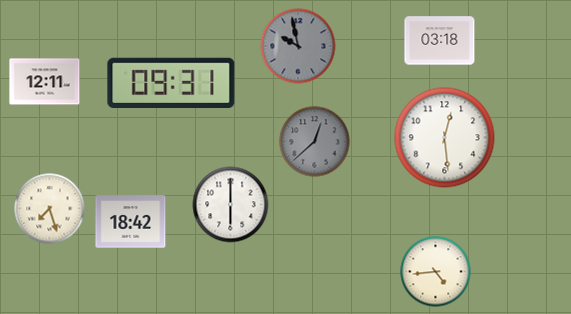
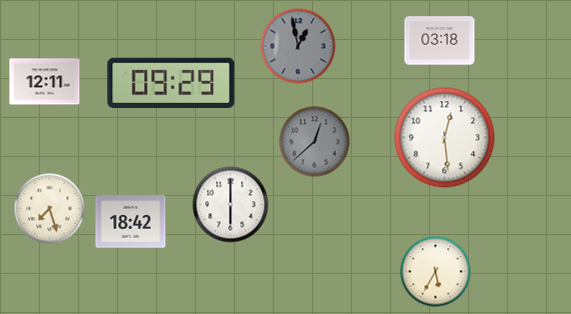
clock at (298, 46): 9:58 -> 12:58
clock at (171, 82): 09:31 -> 09:29
clock at (436, 272): 4:44 -> 5:35
